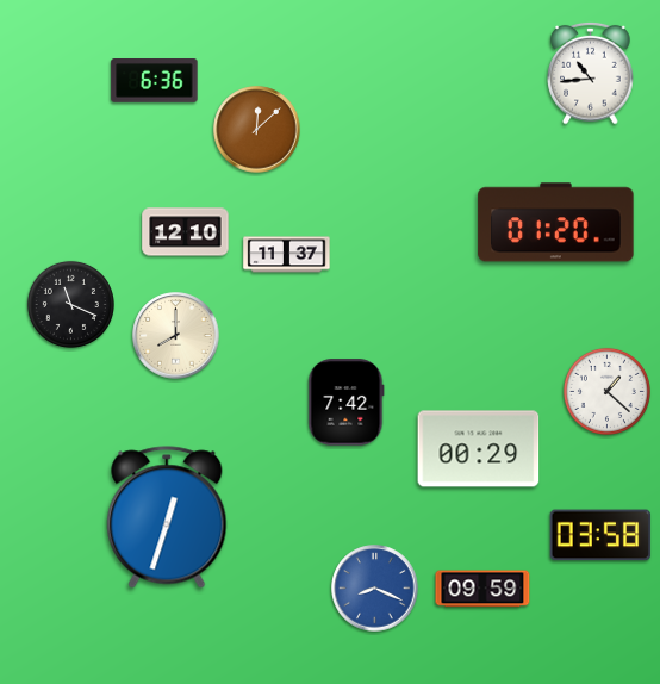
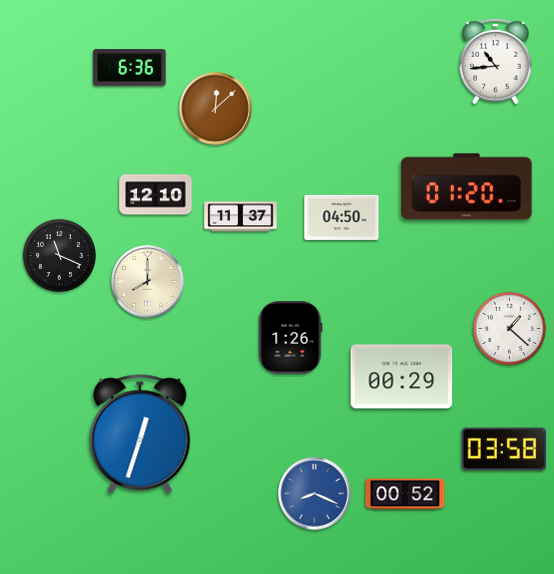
clock at (287, 255) position: (287, 255) -> (241, 217)
clock at (342, 217): none -> 04:50
clock at (347, 403): 7:42 -> 1:26
clock at (482, 589): 09:59 -> 00:52
